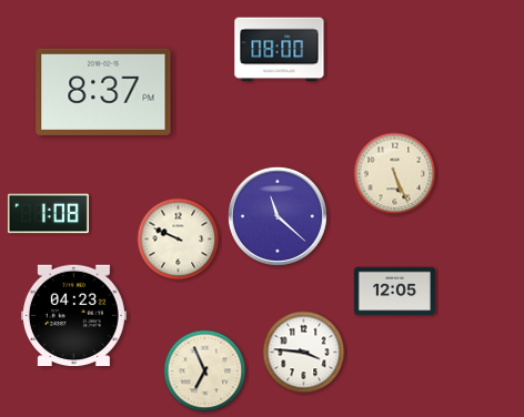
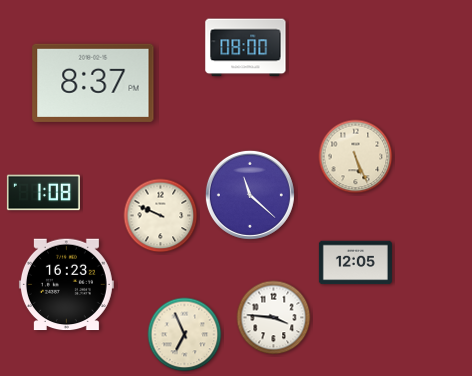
clock at (280, 50) position: (280, 50) -> (246, 48)
clock at (73, 316): 04:23 -> 16:23
